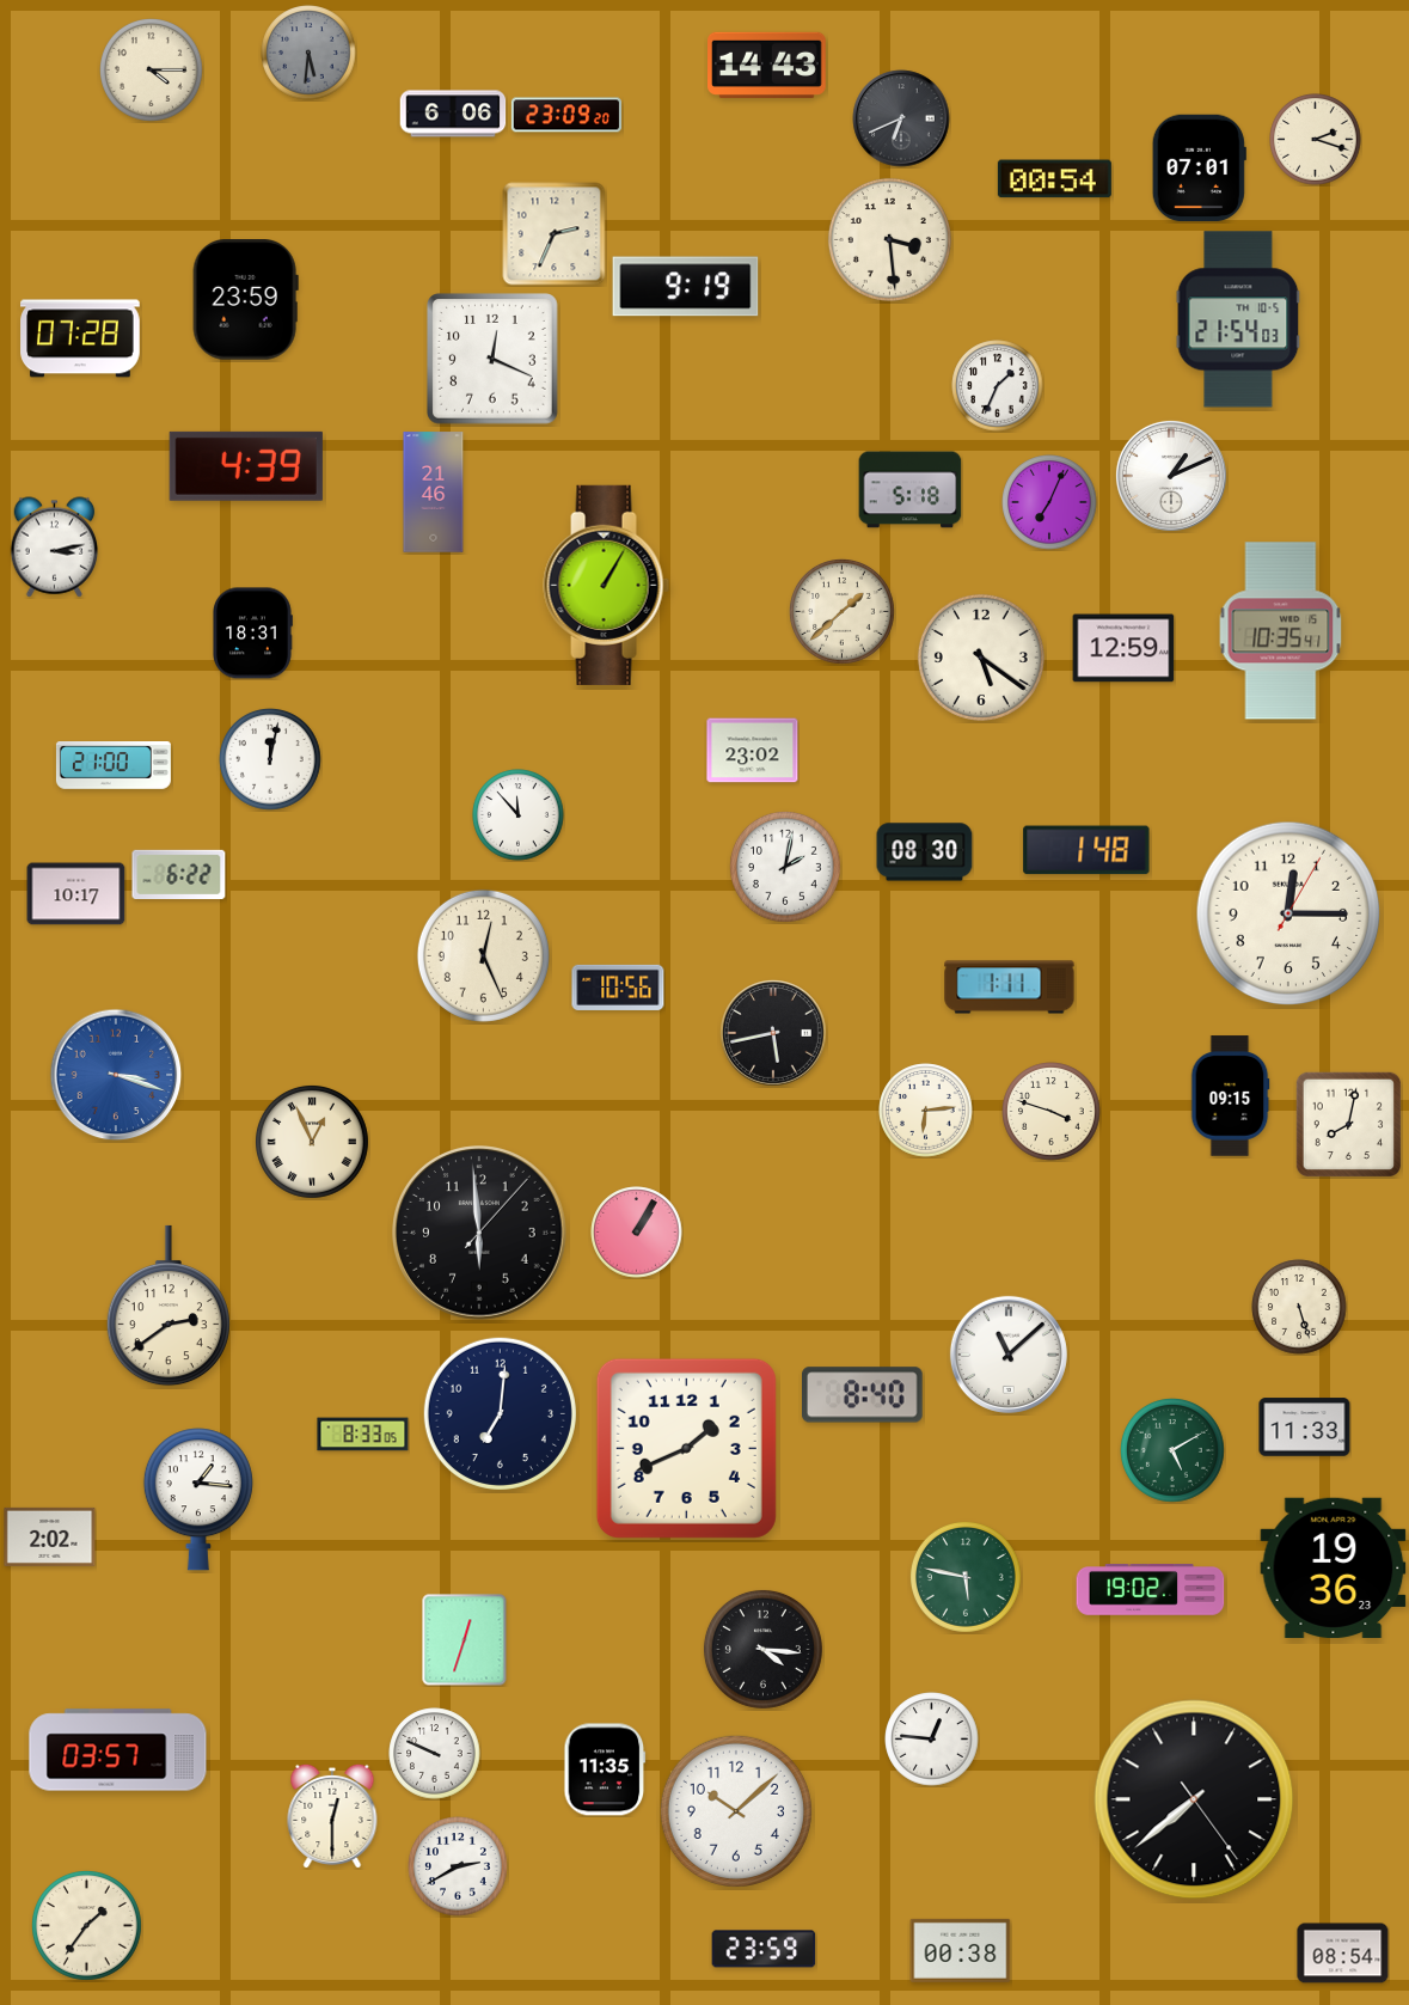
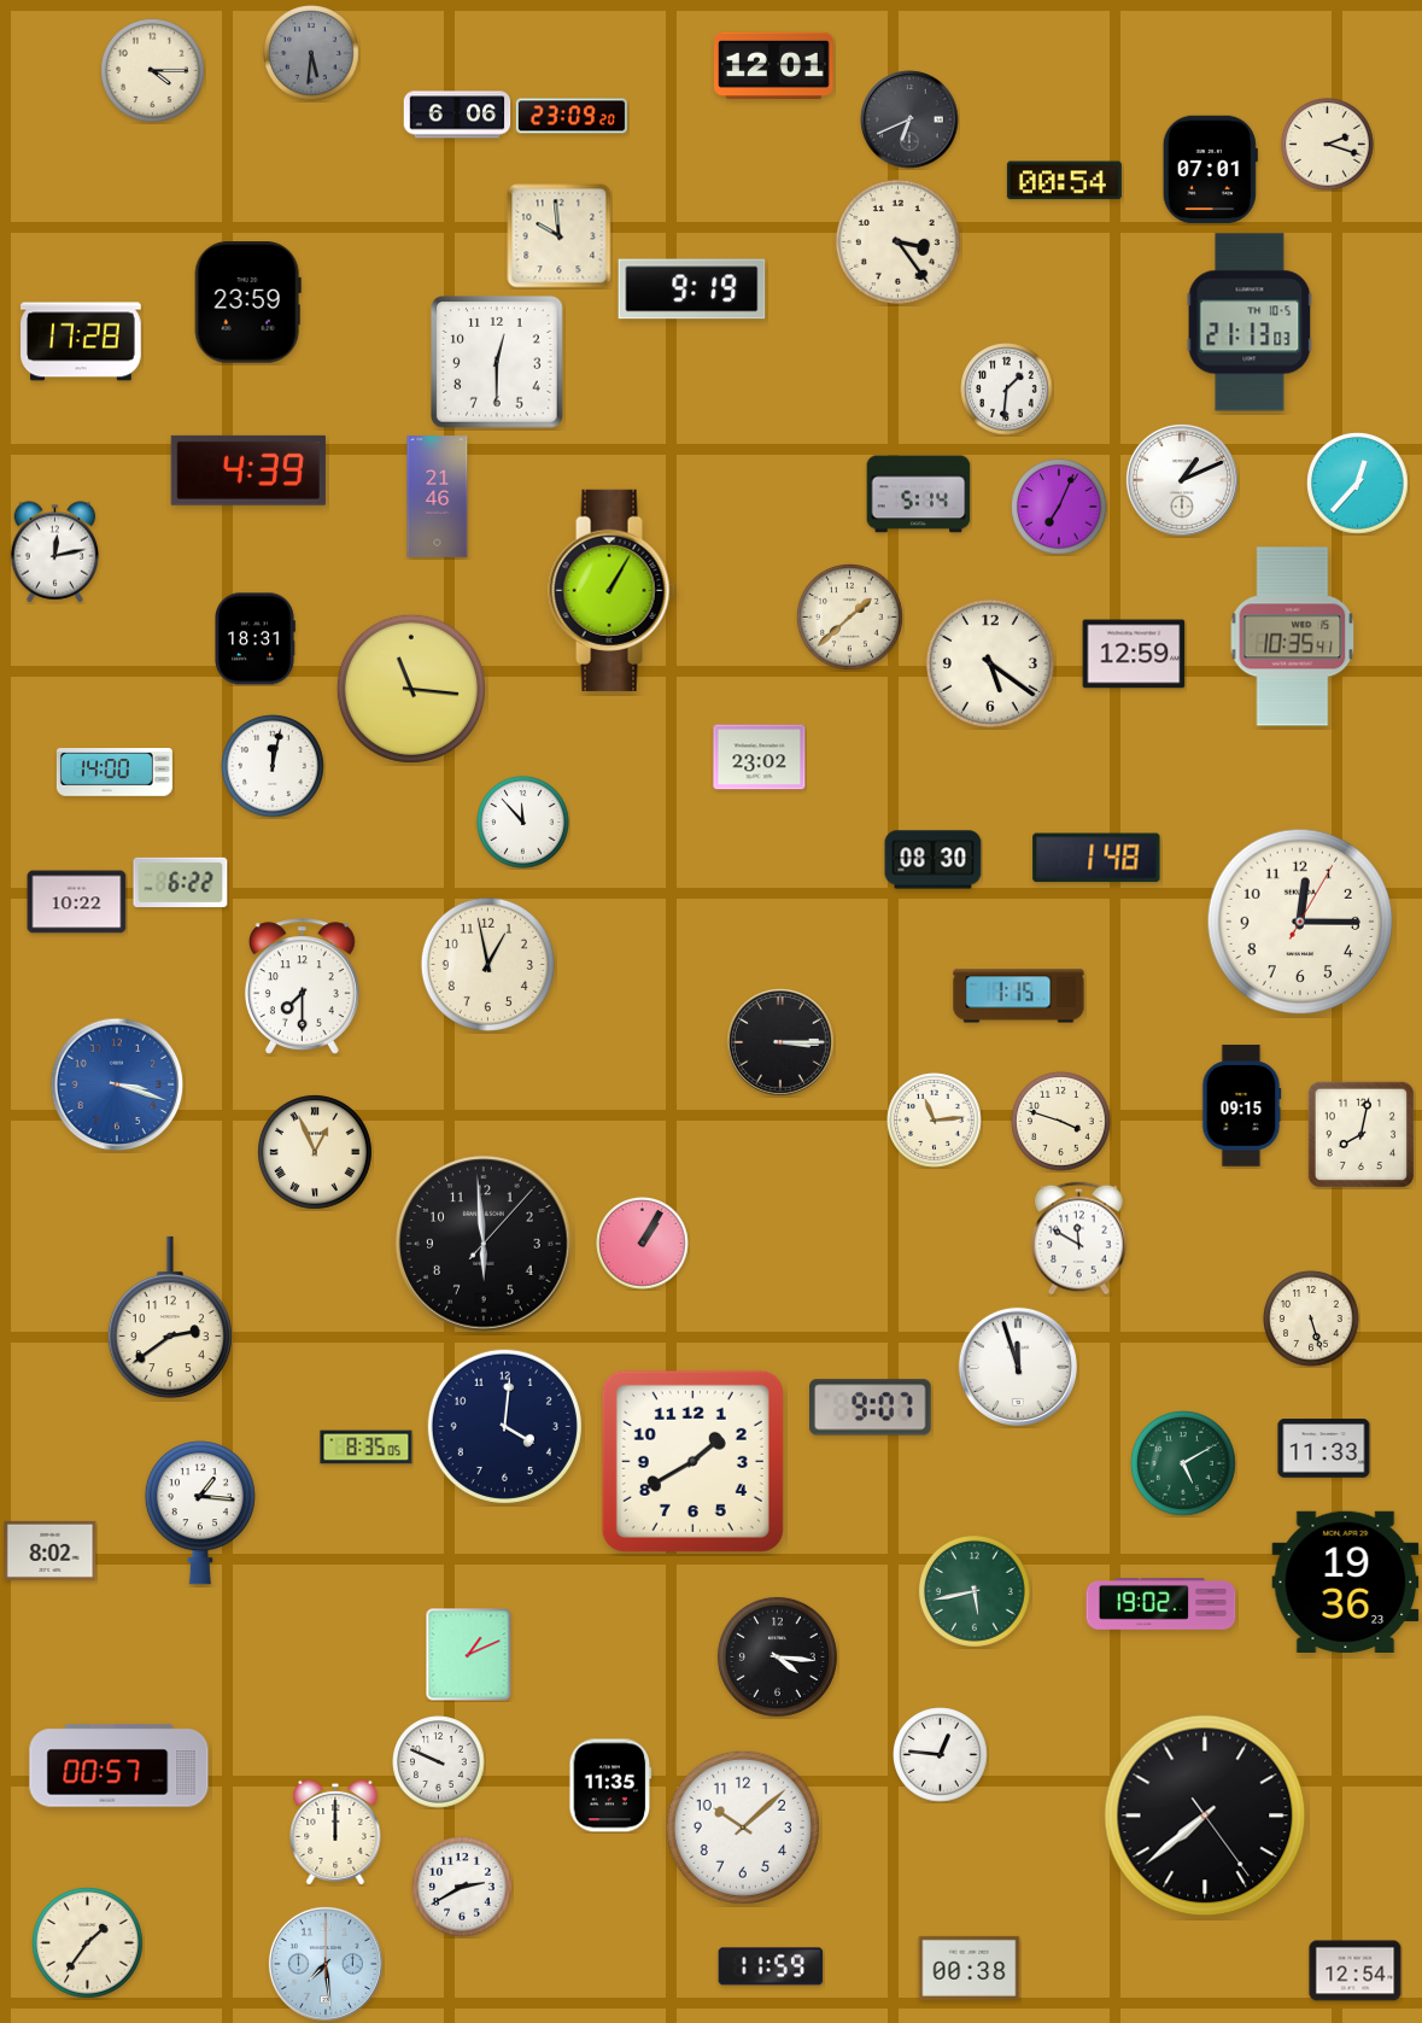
clock at (767, 65): 14:43 -> 12:01
clock at (1316, 140) position: (1316, 140) -> (1328, 145)
clock at (555, 234): 2:34 -> 9:59
clock at (889, 239): 3:29 -> 3:24
clock at (1238, 319): 21:54 -> 21:13
clock at (80, 338): 07:28 -> 17:28
clock at (494, 360): 12:19 -> 12:30
clock at (998, 386): 1:34 -> 1:31
clock at (1358, 484): none -> 12:37
clock at (911, 490): 5:18 -> 5:14
clock at (55, 548): 3:13 -> 12:13
clock at (411, 689): none -> 11:16
clock at (114, 766): 21:00 -> 14:00
clock at (785, 867): 2:02 -> none
clock at (76, 894): 10:17 -> 10:22
clock at (483, 955): 12:26 -> 12:58
clock at (302, 987): none -> 7:30
clock at (618, 988): 10:56 -> none
clock at (1010, 988): 1:11 -> 1:15
clock at (774, 1034): 5:43 -> 3:15
clock at (926, 1111): 6:14 -> 11:14
clock at (1079, 1239): none -> 11:50
clock at (1009, 1355): 11:08 -> 11:57
clock at (863, 1395): 8:40 -> 9:07
clock at (500, 1413): 7:01 -> 4:01
clock at (1305, 1428) position: (1305, 1428) -> (1324, 1449)
clock at (363, 1435): 8:33 -> 8:35
clock at (686, 1448): 1:41 -> 1:40
clock at (50, 1536): 2:02 -> 8:02
clock at (966, 1577): 5:47 -> 5:43
clock at (465, 1640): 12:33 -> 1:11
clock at (762, 1649) position: (762, 1649) -> (777, 1656)
clock at (118, 1750): 03:57 -> 00:57
clock at (435, 1754) position: (435, 1754) -> (439, 1762)
clock at (332, 1816): 12:30 -> 12:00
clock at (458, 1866) position: (458, 1866) -> (462, 1887)
clock at (326, 1964): none -> 7:29
clock at (764, 1949): 23:59 -> 11:59
clock at (1343, 1954): 08:54 -> 12:54
